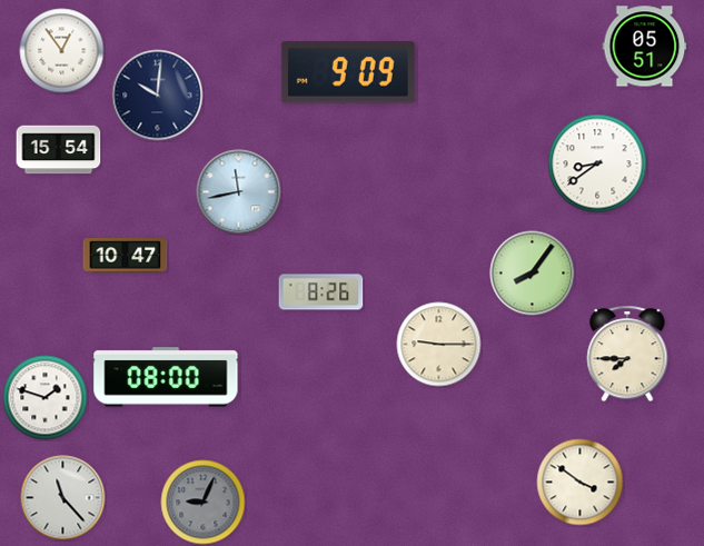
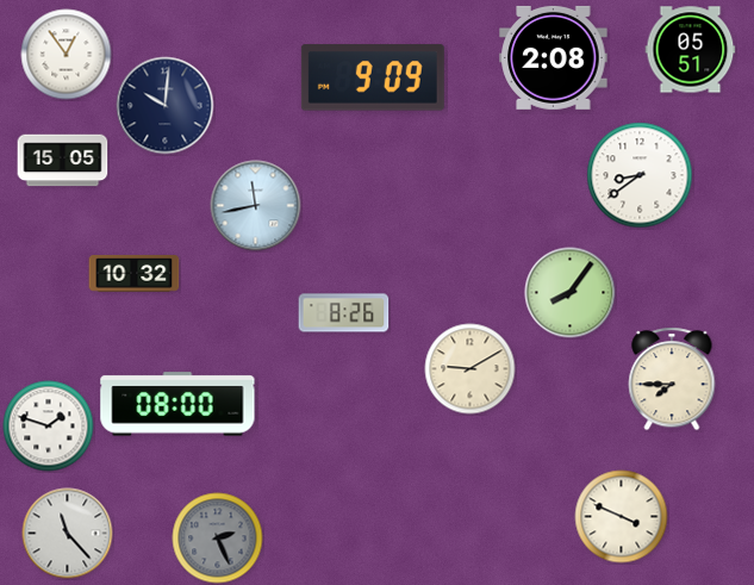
clock at (554, 57): none -> 2:08
clock at (158, 96) position: (158, 96) -> (166, 106)
clock at (59, 150): 15:54 -> 15:05
clock at (126, 256): 10:47 -> 10:32
clock at (439, 345): 9:15 -> 9:10
clock at (581, 483): 3:51 -> 3:49
clock at (204, 503): 9:04 -> 2:26
